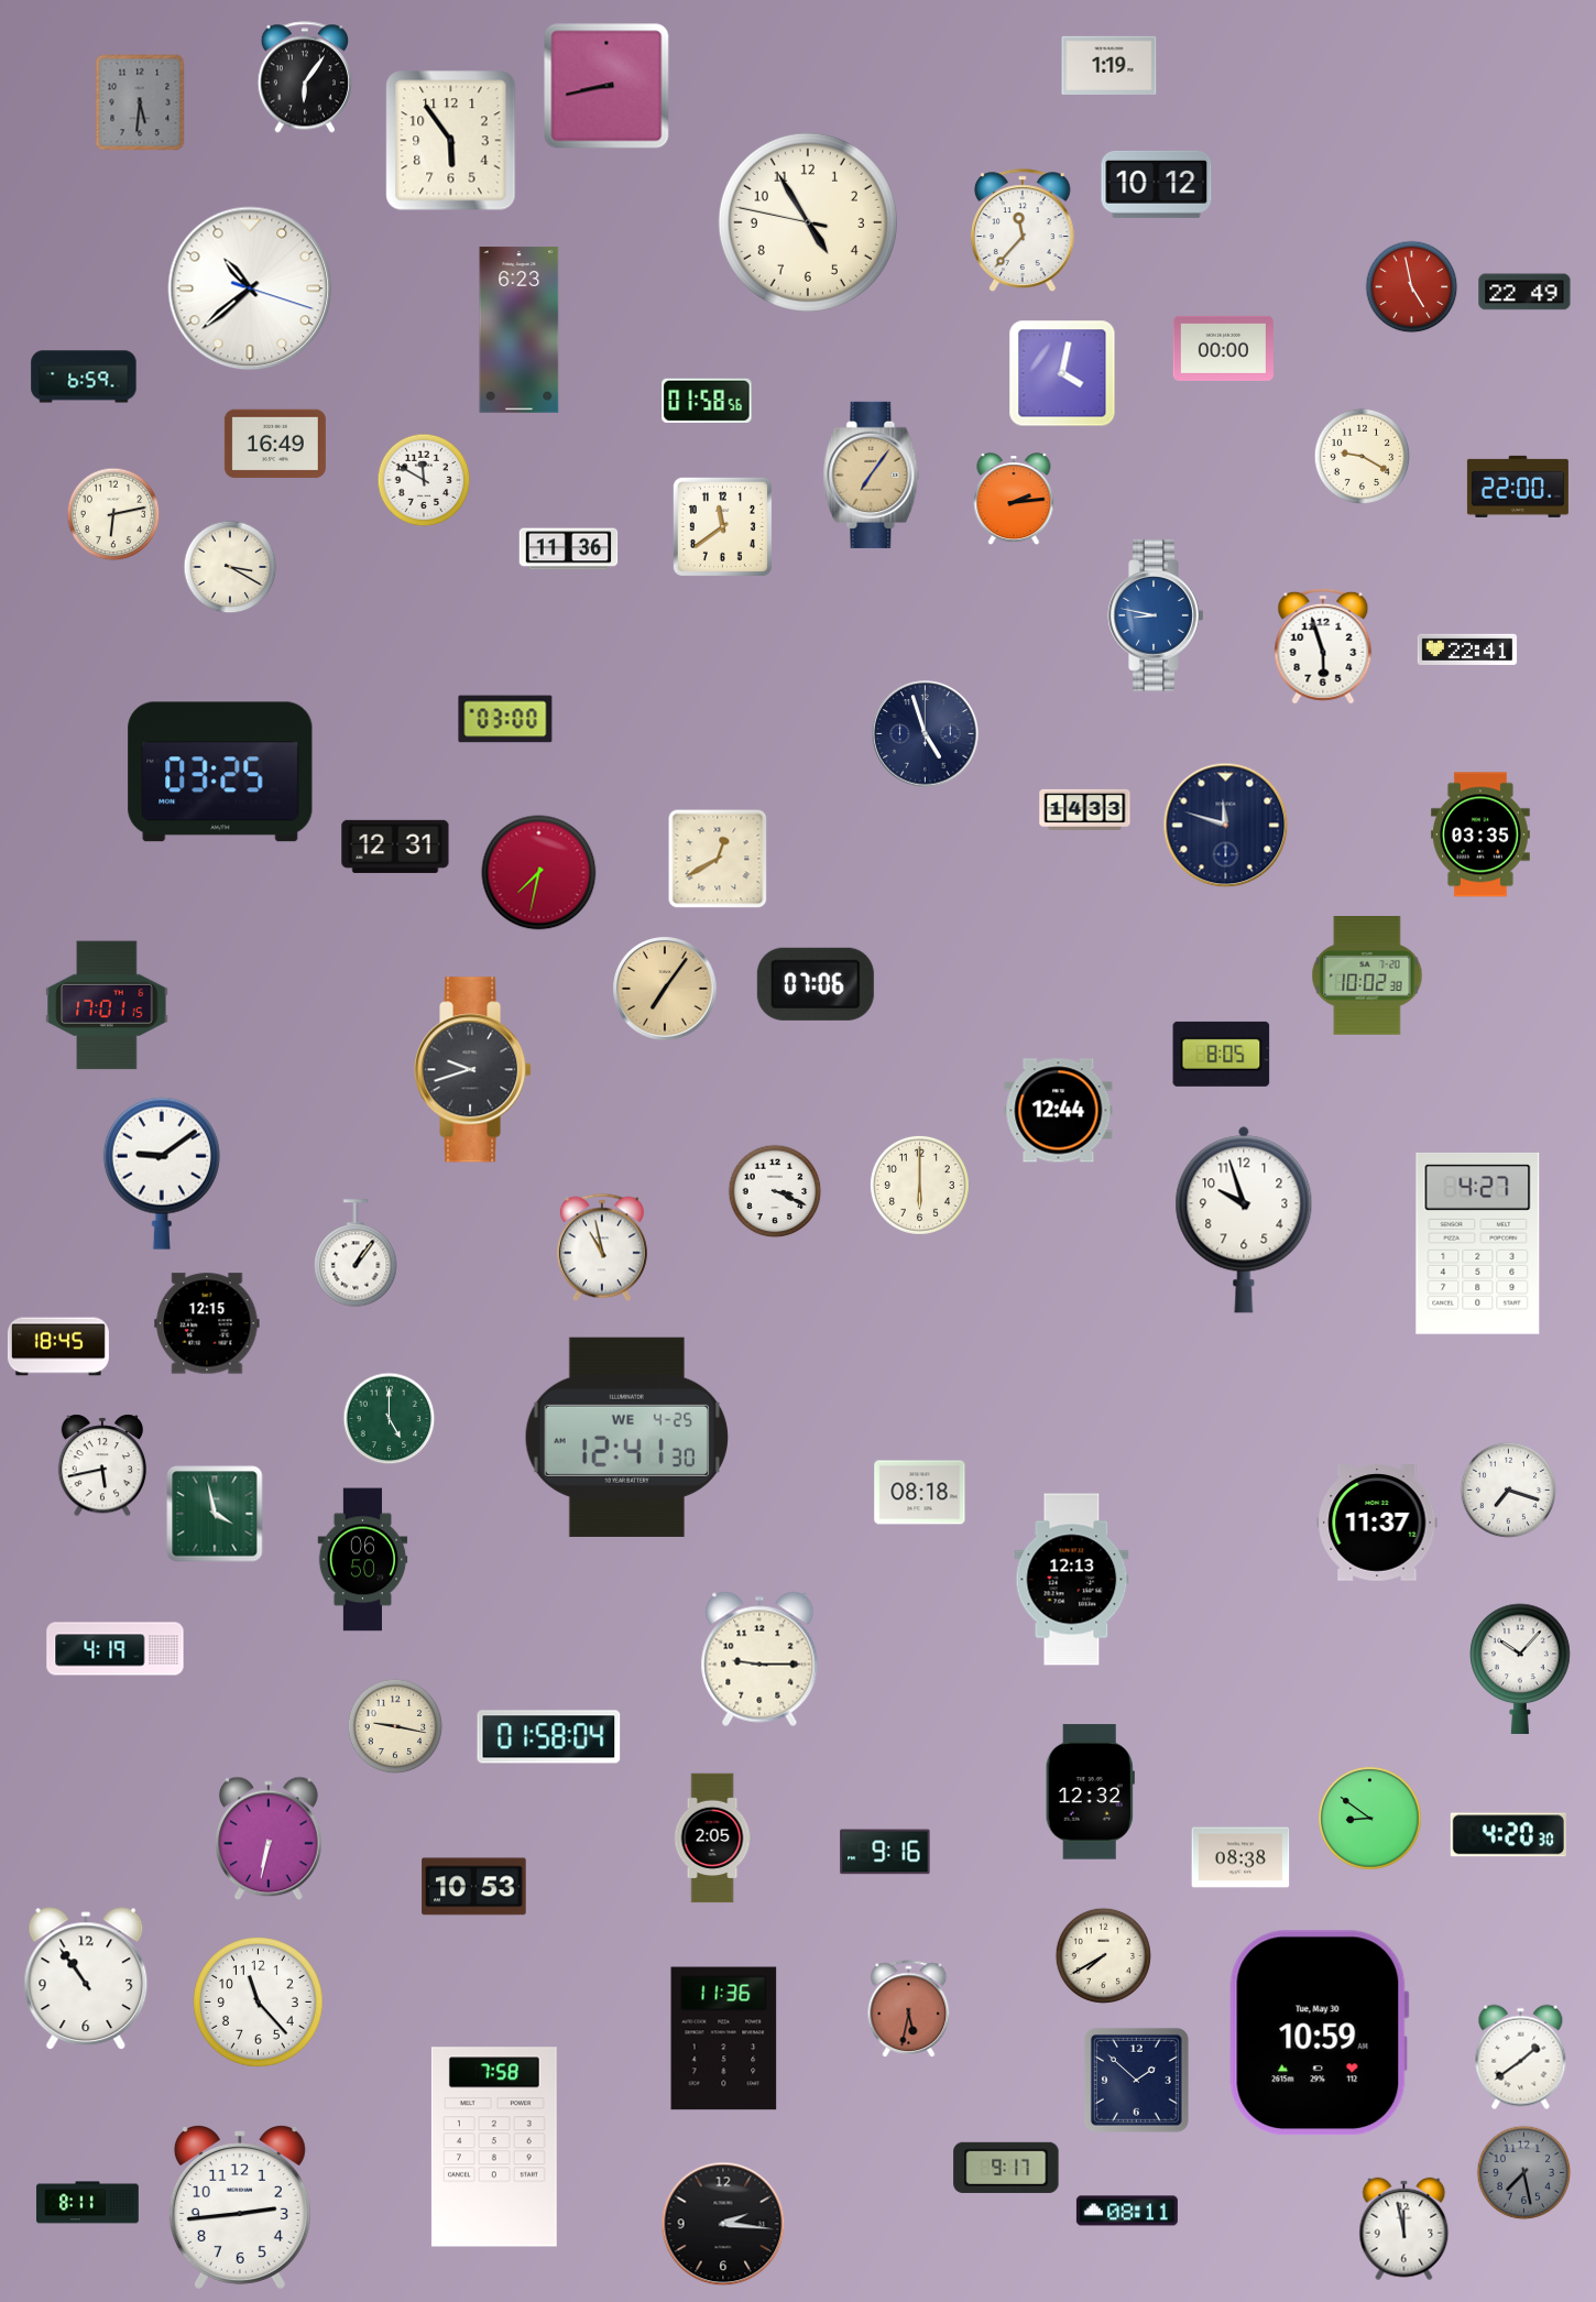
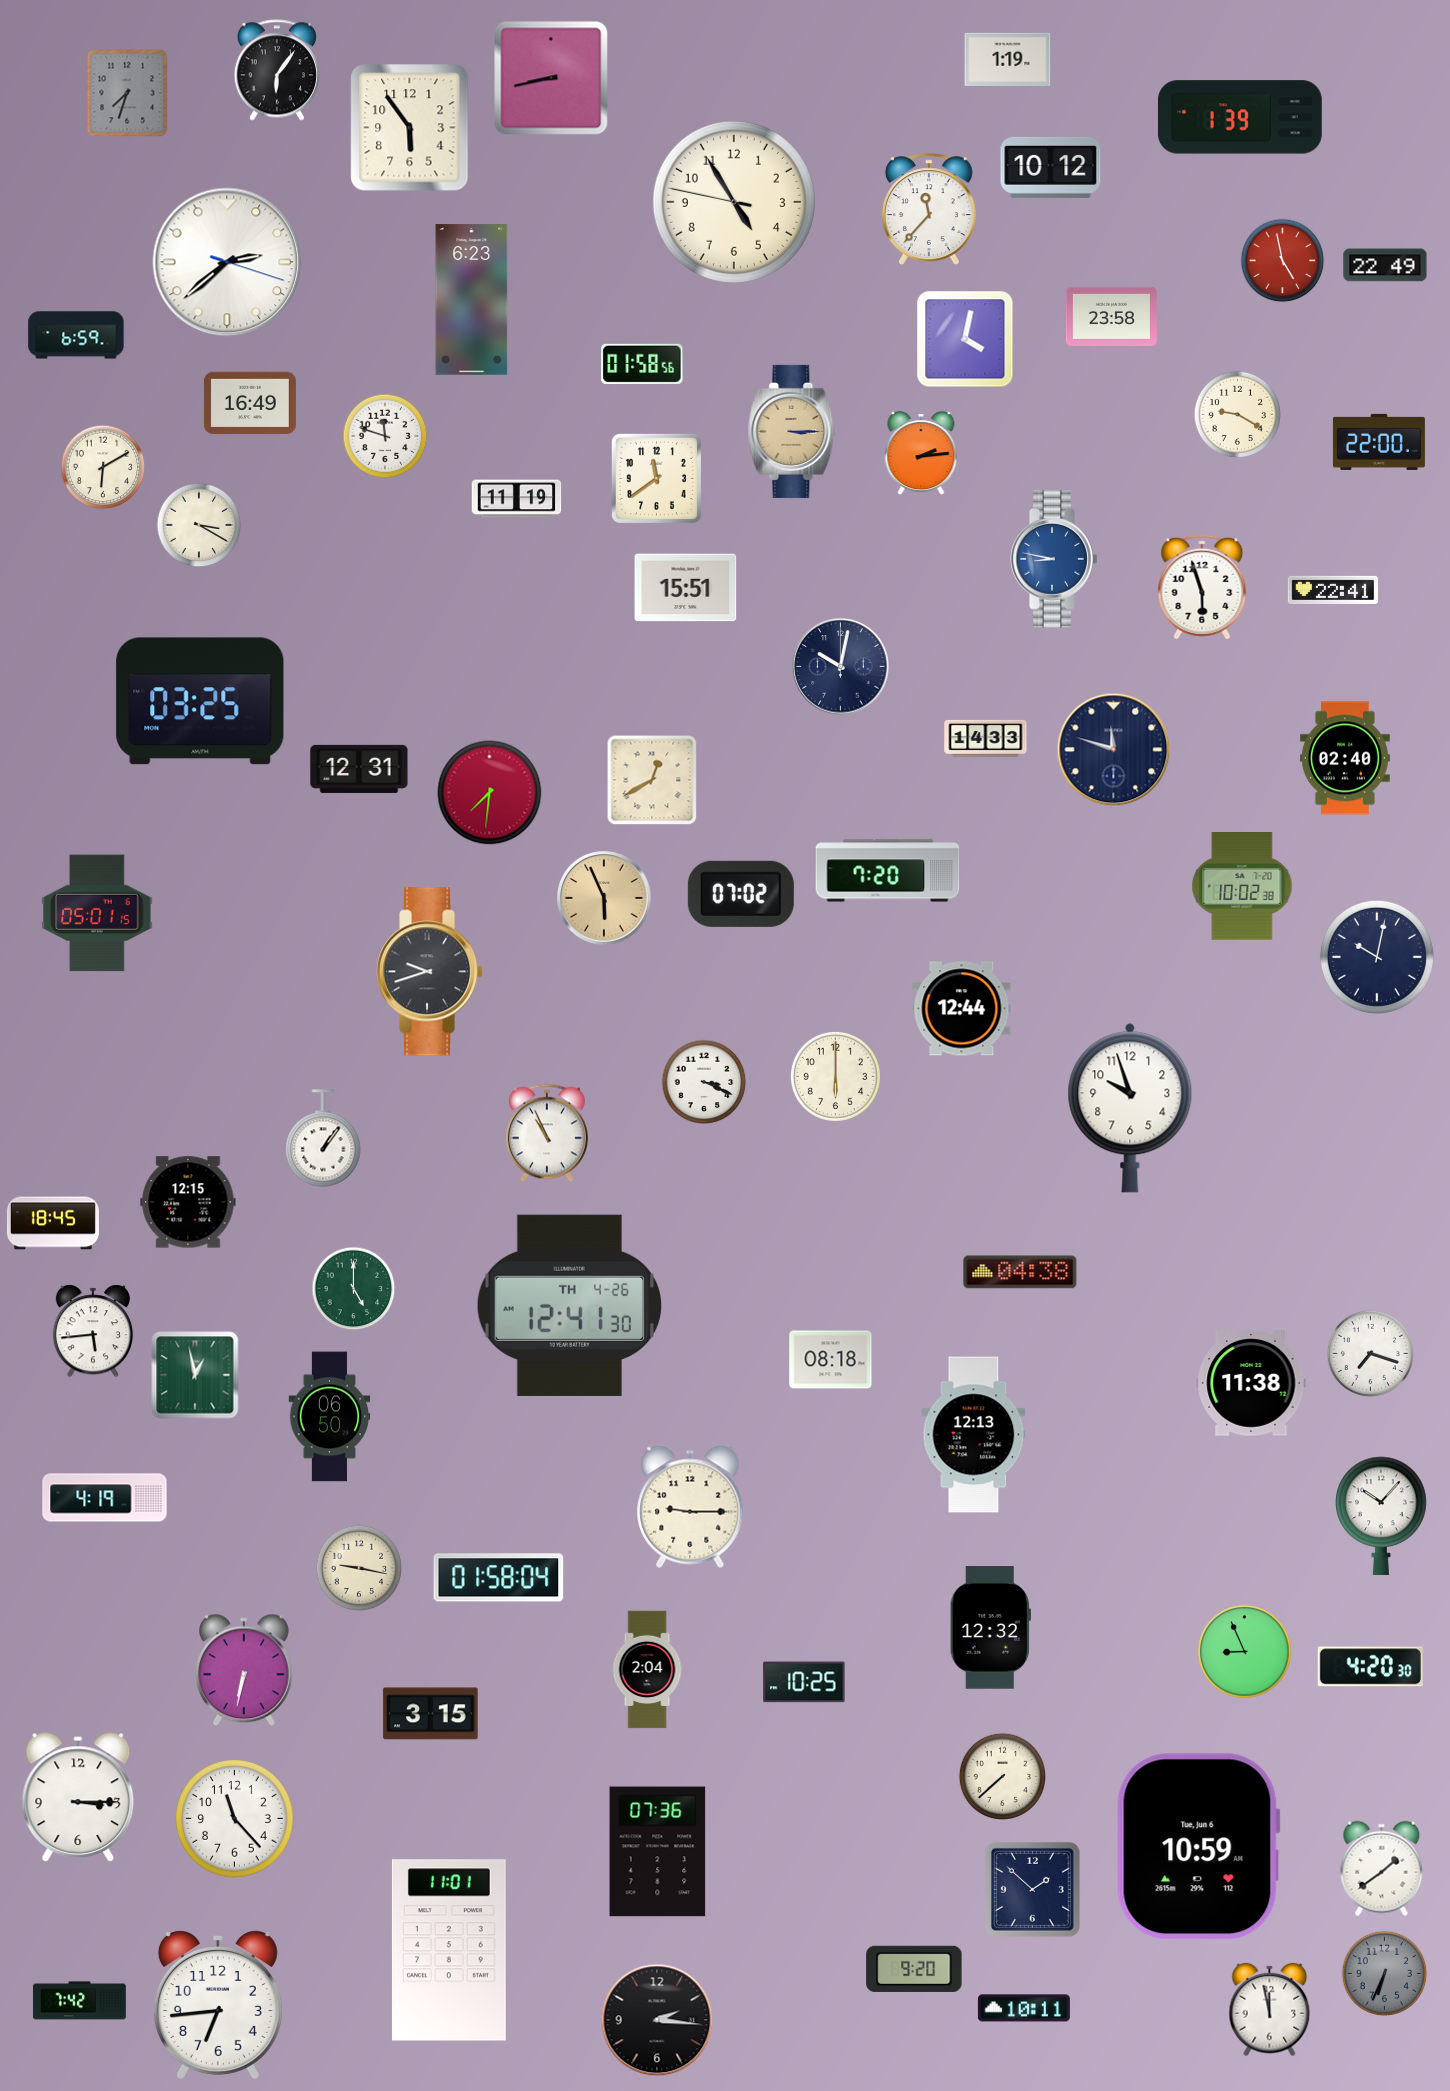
clock at (140, 102): 5:31 -> 7:33
clock at (1240, 117): none -> 1:39
clock at (250, 288): 10:38 -> 2:38
clock at (1223, 348): 00:00 -> 23:58
clock at (84, 377) position: (84, 377) -> (76, 335)
clock at (872, 474): 7:06 -> 3:15
clock at (424, 480): 11:50 -> 11:48
clock at (113, 514): 6:13 -> 6:10
clock at (569, 549): 11:36 -> 11:19
clock at (230, 567) position: (230, 567) -> (199, 525)
clock at (1156, 615) position: (1156, 615) -> (1054, 559)
clock at (686, 588): none -> 15:51
clock at (505, 719): 03:00 -> none
clock at (926, 734): 4:57 -> 10:02
clock at (1085, 809) position: (1085, 809) -> (986, 738)
clock at (1480, 834): 03:35 -> 02:40
clock at (539, 873): 7:32 -> 7:31
clock at (888, 871): none -> 7:20
clock at (816, 984): 07:06 -> 07:02
clock at (665, 989): 7:06 -> 5:56
clock at (107, 1005): 17:01 -> 05:01
clock at (1222, 1054): 8:05 -> none
clock at (1377, 957): none -> 10:02
clock at (162, 1174): 9:09 -> none
clock at (1478, 1244): 4:27 -> none
clock at (602, 1247): 10:58 -> 10:56
clock at (1020, 1272): none -> 04:38
clock at (626, 1437) date: WE 4-25 -> TH 4-26
clock at (102, 1465): 5:43 -> 5:44
clock at (920, 1493) position: (920, 1493) -> (831, 1360)
clock at (215, 1514): 3:58 -> 12:58
clock at (1377, 1523): 11:37 -> 11:38
clock at (1370, 1819): 8:51 -> 8:56
clock at (712, 1839): 2:05 -> 2:04
clock at (885, 1852): 9:16 -> 10:25
clock at (1240, 1857): 08:38 -> none
clock at (474, 1887): 10:53 -> 3:15
clock at (1103, 1955): 7:40 -> 7:38
clock at (86, 1979): 10:54 -> 3:15
clock at (909, 2009): 5:32 -> none
clock at (1319, 2033) date: Tue, May 30 -> Tue, Jun 6
clock at (724, 2039): 11:36 -> 07:36
clock at (494, 2147): 7:58 -> 11:01
clock at (1006, 2168): 9:17 -> 9:20
clock at (1524, 2173): 7:28 -> 6:34
clock at (87, 2203): 8:11 -> 7:42
clock at (240, 2207): 2:44 -> 6:44
clock at (1127, 2211): 08:11 -> 10:11
clock at (1404, 2229) position: (1404, 2229) -> (1270, 2010)
